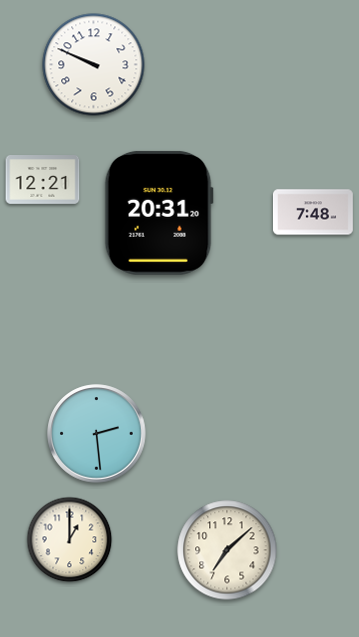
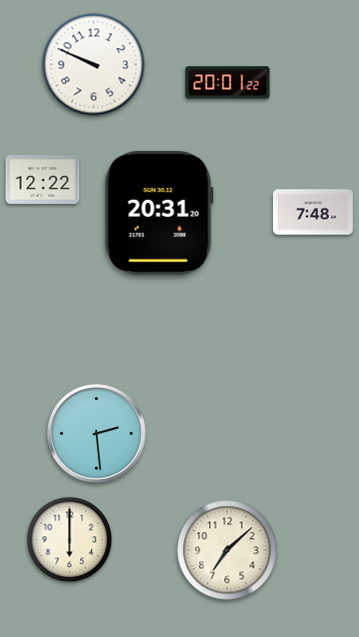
clock at (228, 83): none -> 20:01
clock at (43, 180): 12:21 -> 12:22
clock at (70, 540): 1:00 -> 6:00
